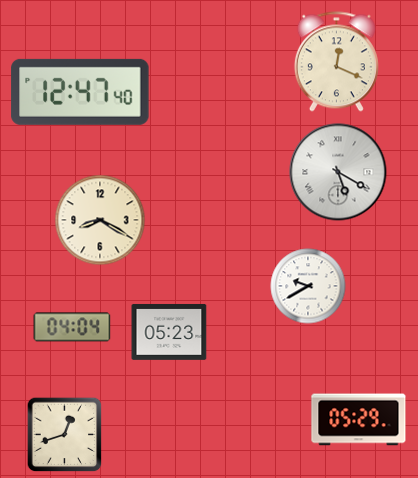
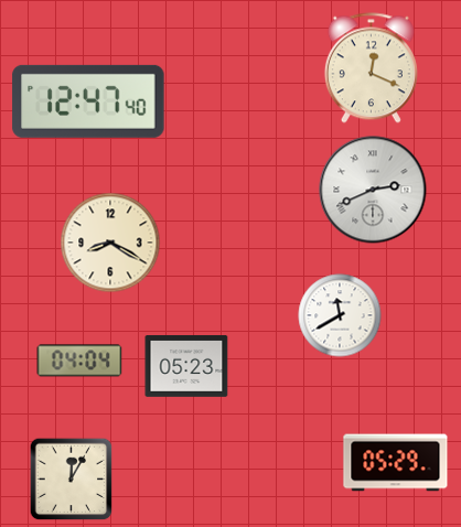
clock at (338, 172): 5:20 -> 2:41
clock at (308, 286): 9:40 -> 11:40
clock at (65, 435): 12:42 -> 12:05
